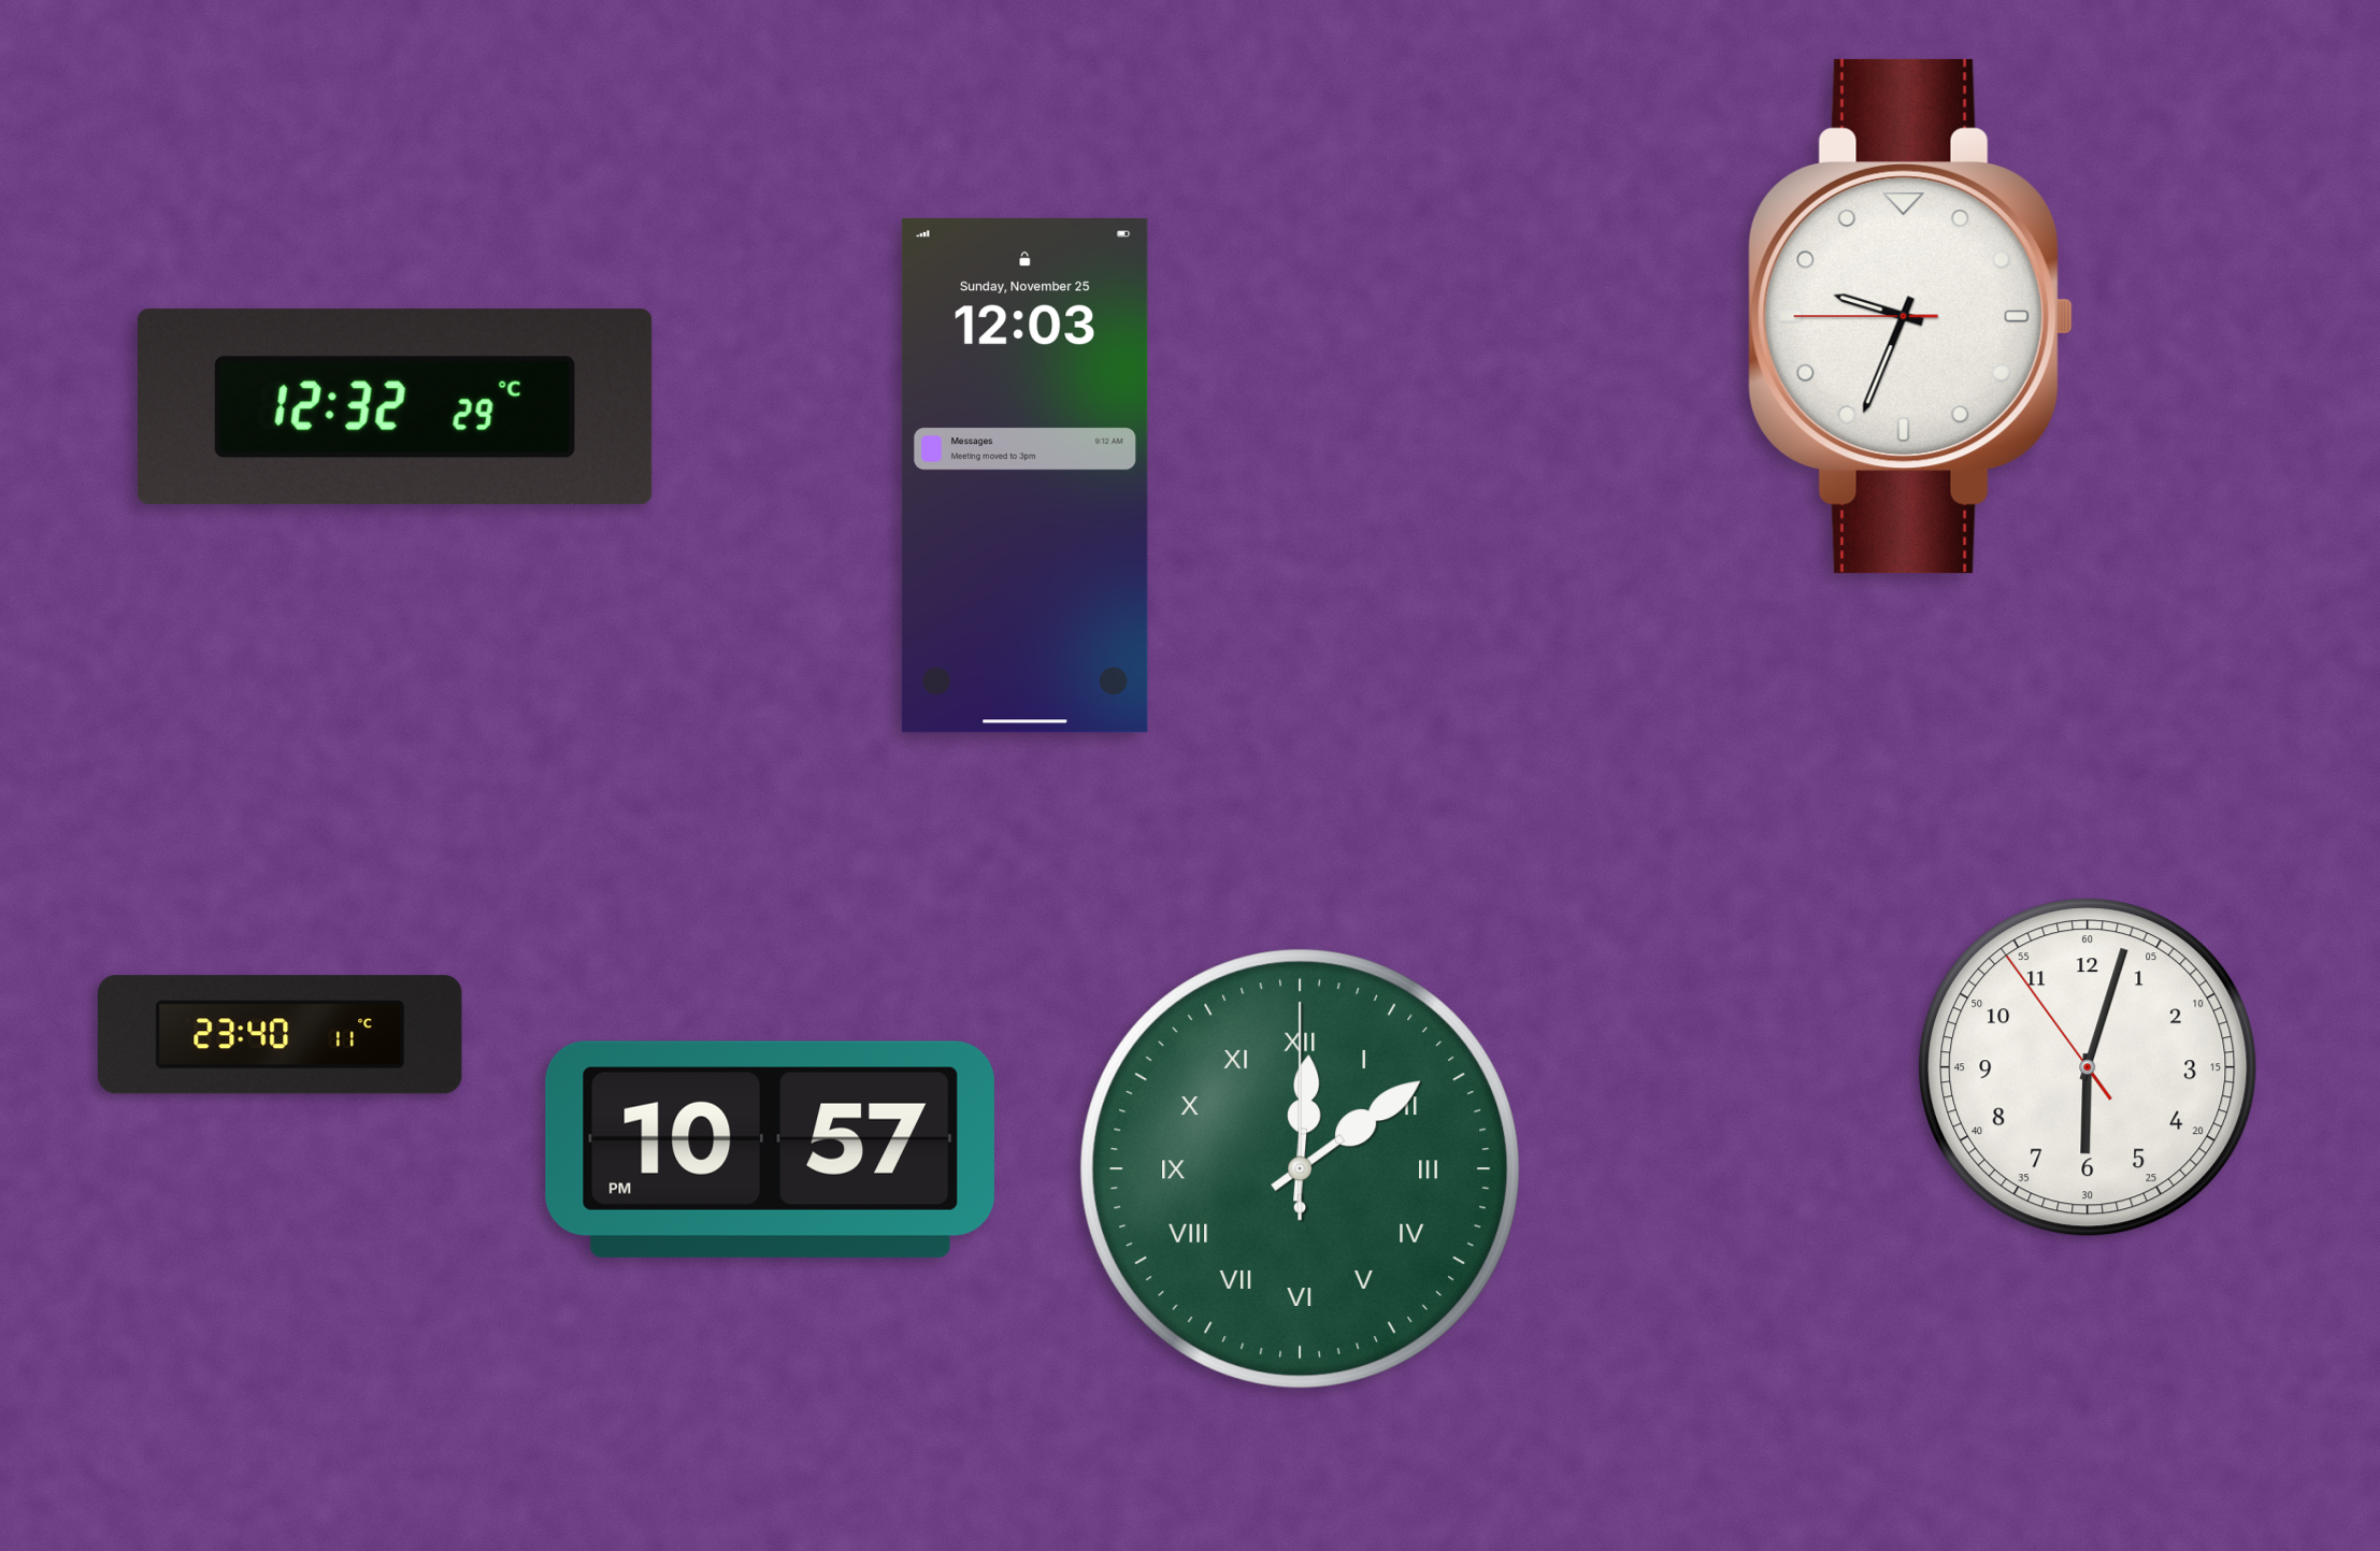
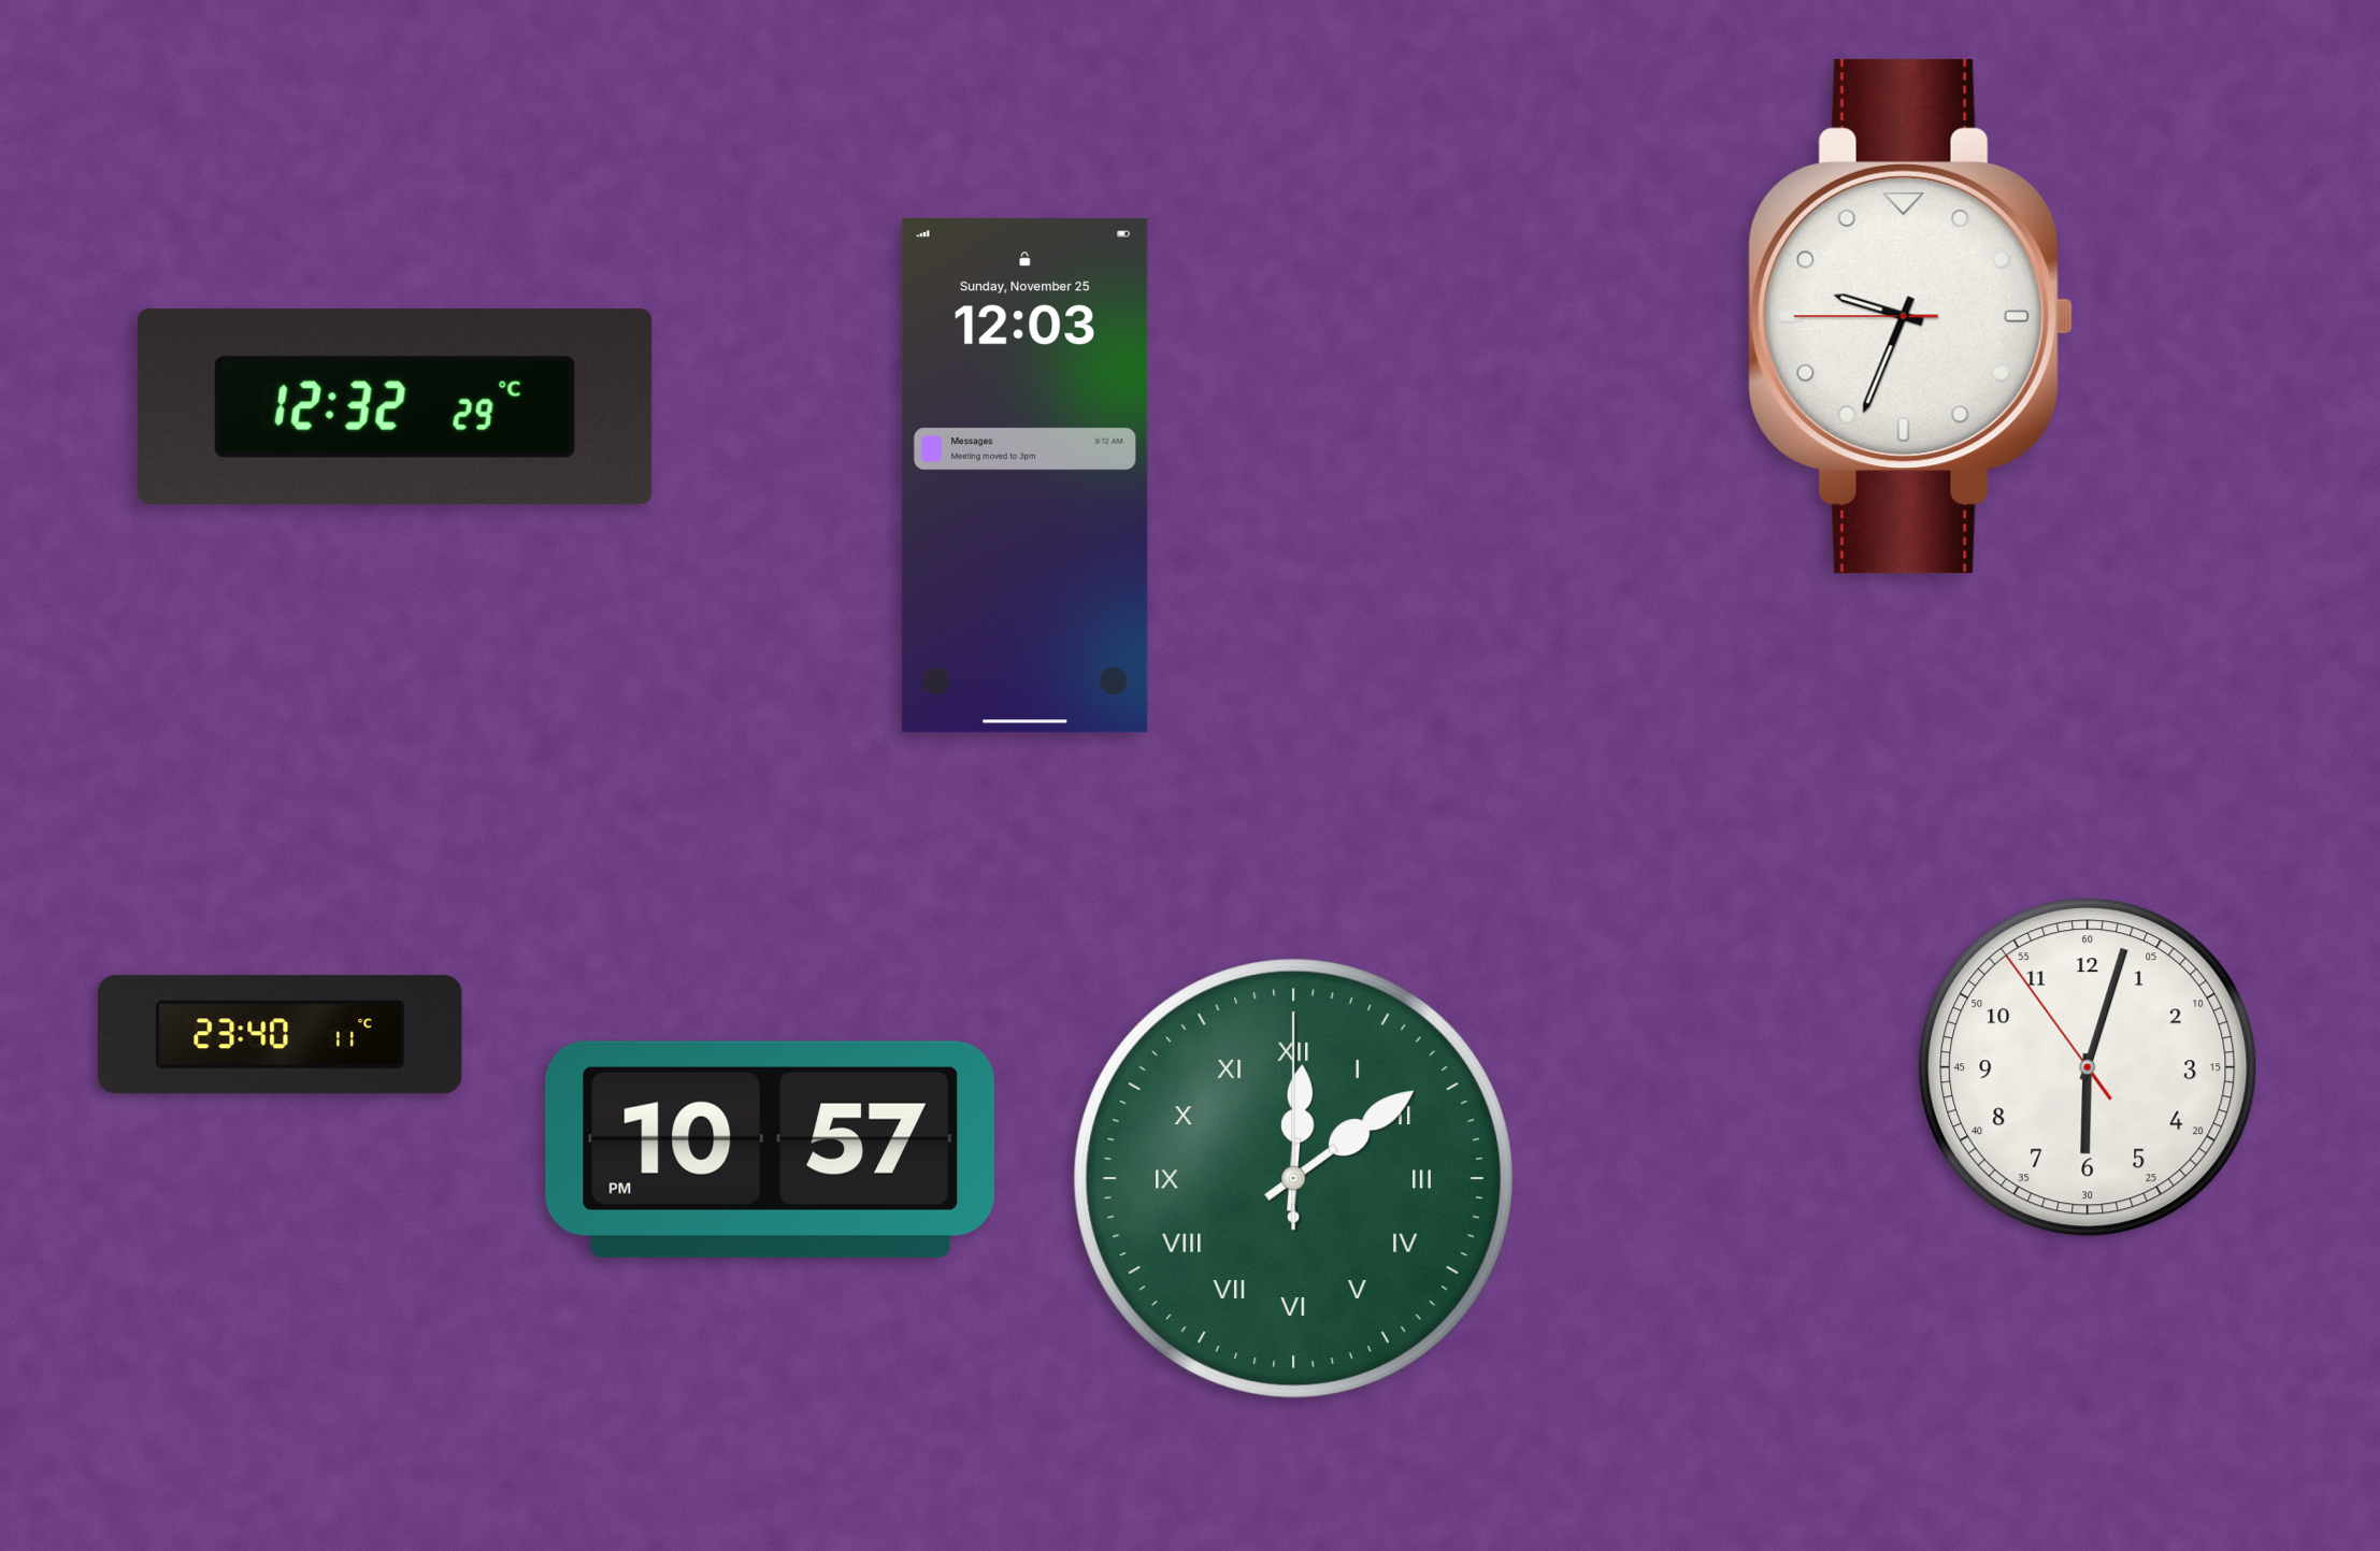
clock at (1300, 1168) position: (1300, 1168) -> (1293, 1178)
